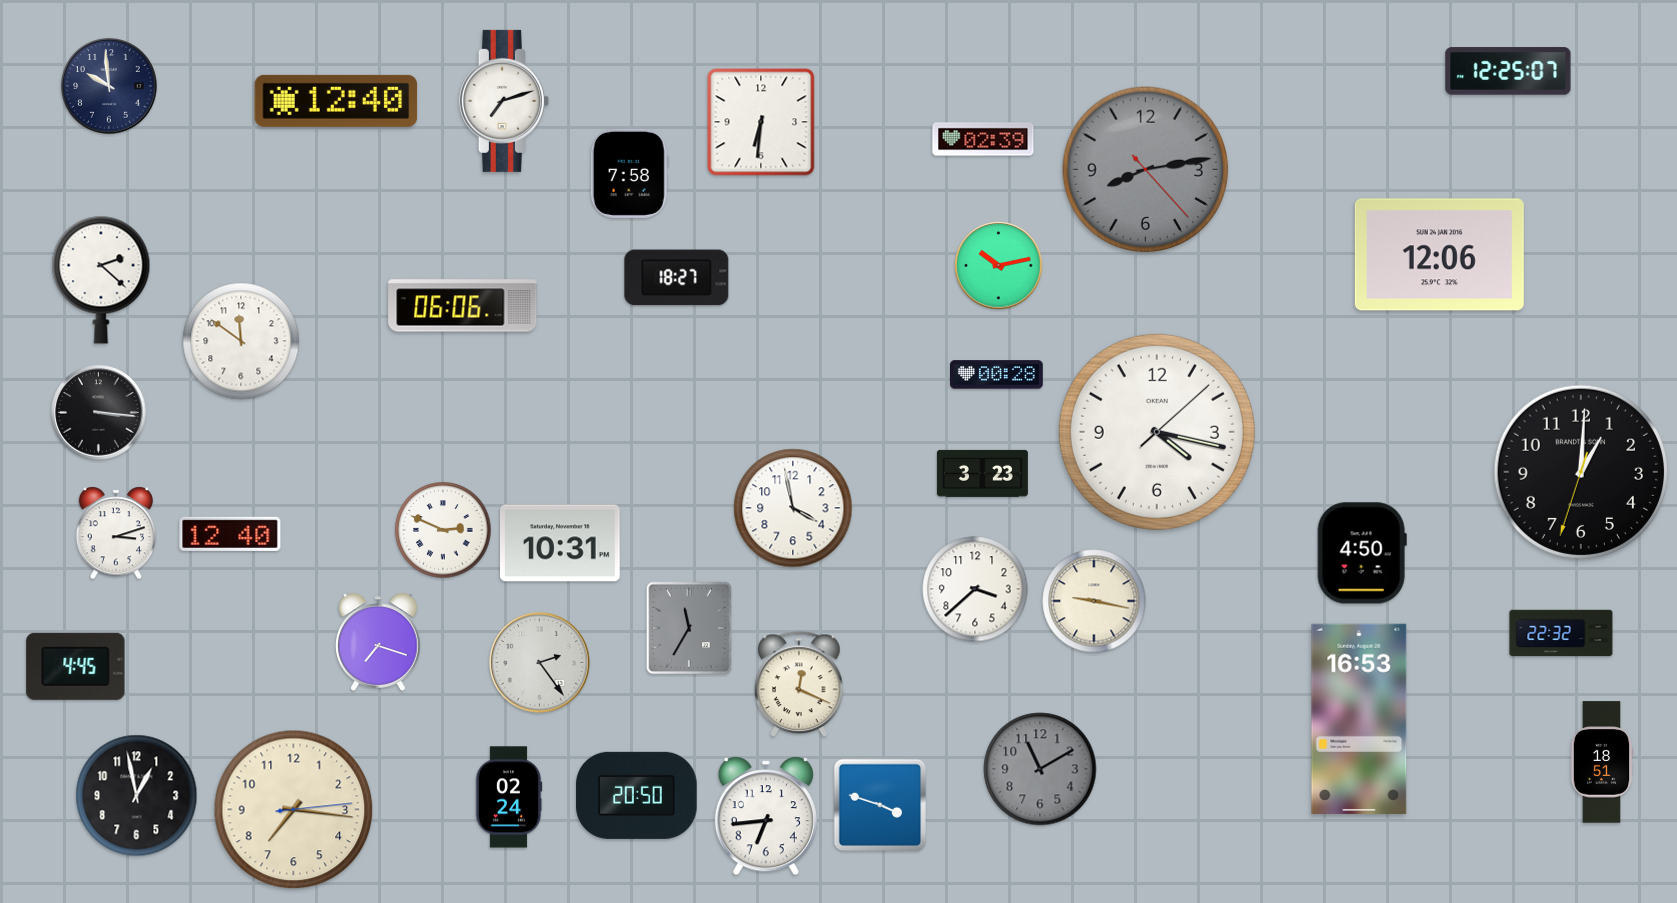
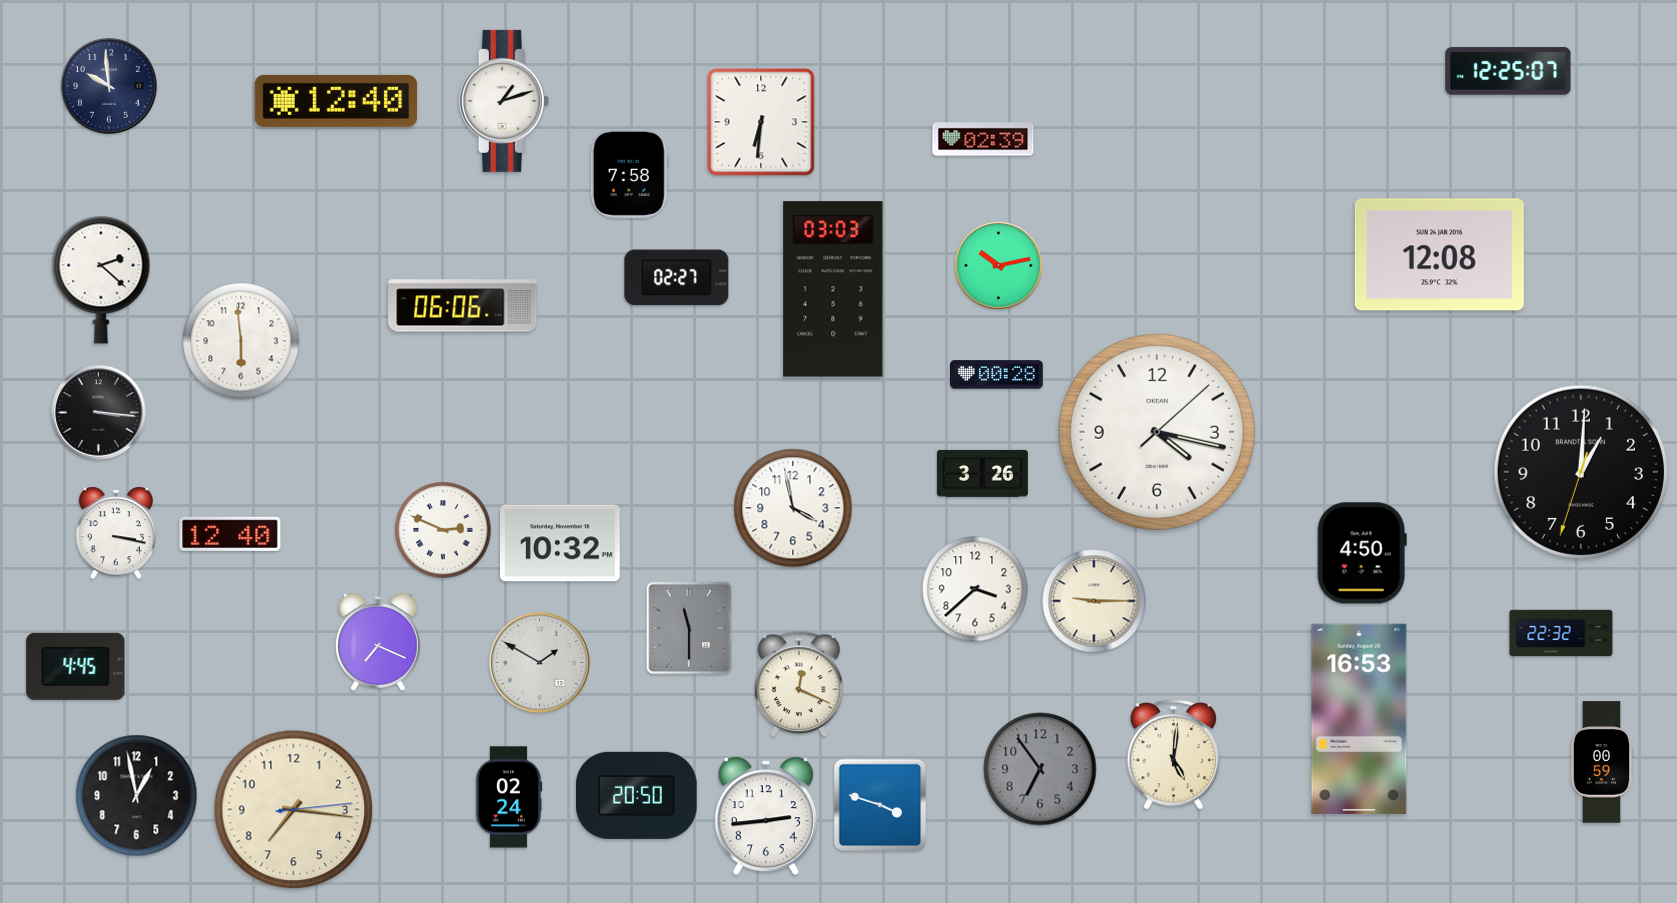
clock at (504, 101): 7:12 -> 1:12
clock at (1146, 170): 8:13 -> none
clock at (1439, 255): 12:06 -> 12:08
clock at (677, 278): 18:27 -> 02:27
clock at (833, 289): none -> 03:03
clock at (241, 341): 11:51 -> 5:59
clock at (982, 473): 3:23 -> 3:26
clock at (115, 533): 3:12 -> 3:17
clock at (561, 543): 10:31 -> 10:32
clock at (1094, 601): 9:17 -> 9:15
clock at (689, 628): 11:35 -> 11:30
clock at (379, 642): 7:18 -> 7:19
clock at (540, 663): 2:24 -> 1:50
clock at (1174, 754): none -> 5:01
clock at (1602, 762): 18:51 -> 00:59
clock at (1040, 769): 11:10 -> 6:54
clock at (766, 816): 6:44 -> 2:44
